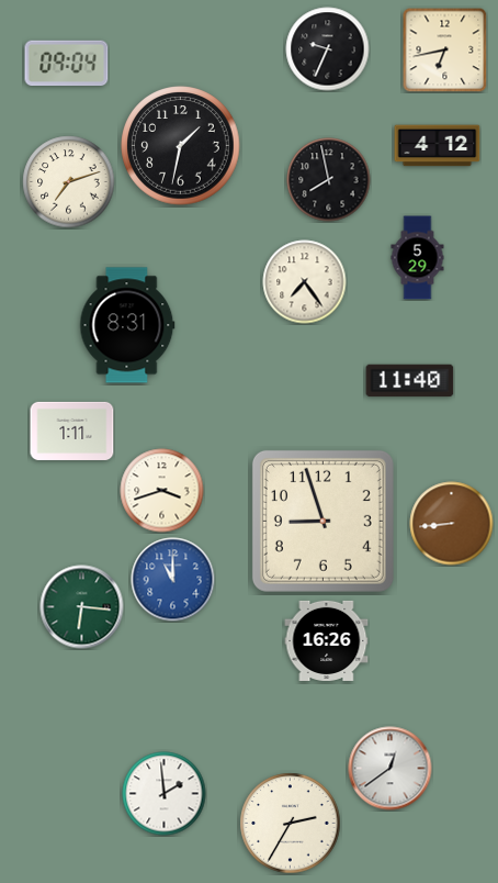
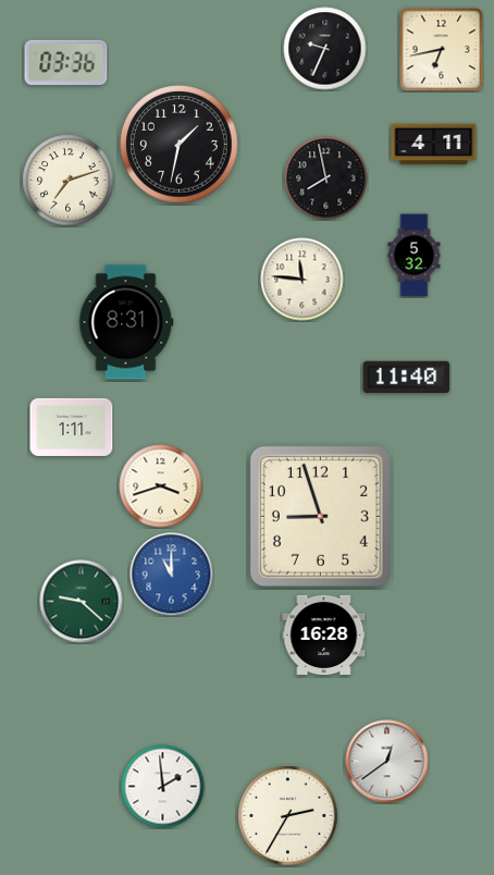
clock at (67, 64): 09:04 -> 03:36
clock at (438, 146): 4:12 -> 4:11
clock at (418, 258): 5:29 -> 5:32
clock at (305, 282): 7:24 -> 11:46
clock at (452, 524): 8:44 -> none
clock at (82, 607): 6:16 -> 9:22
clock at (327, 640): 16:26 -> 16:28
